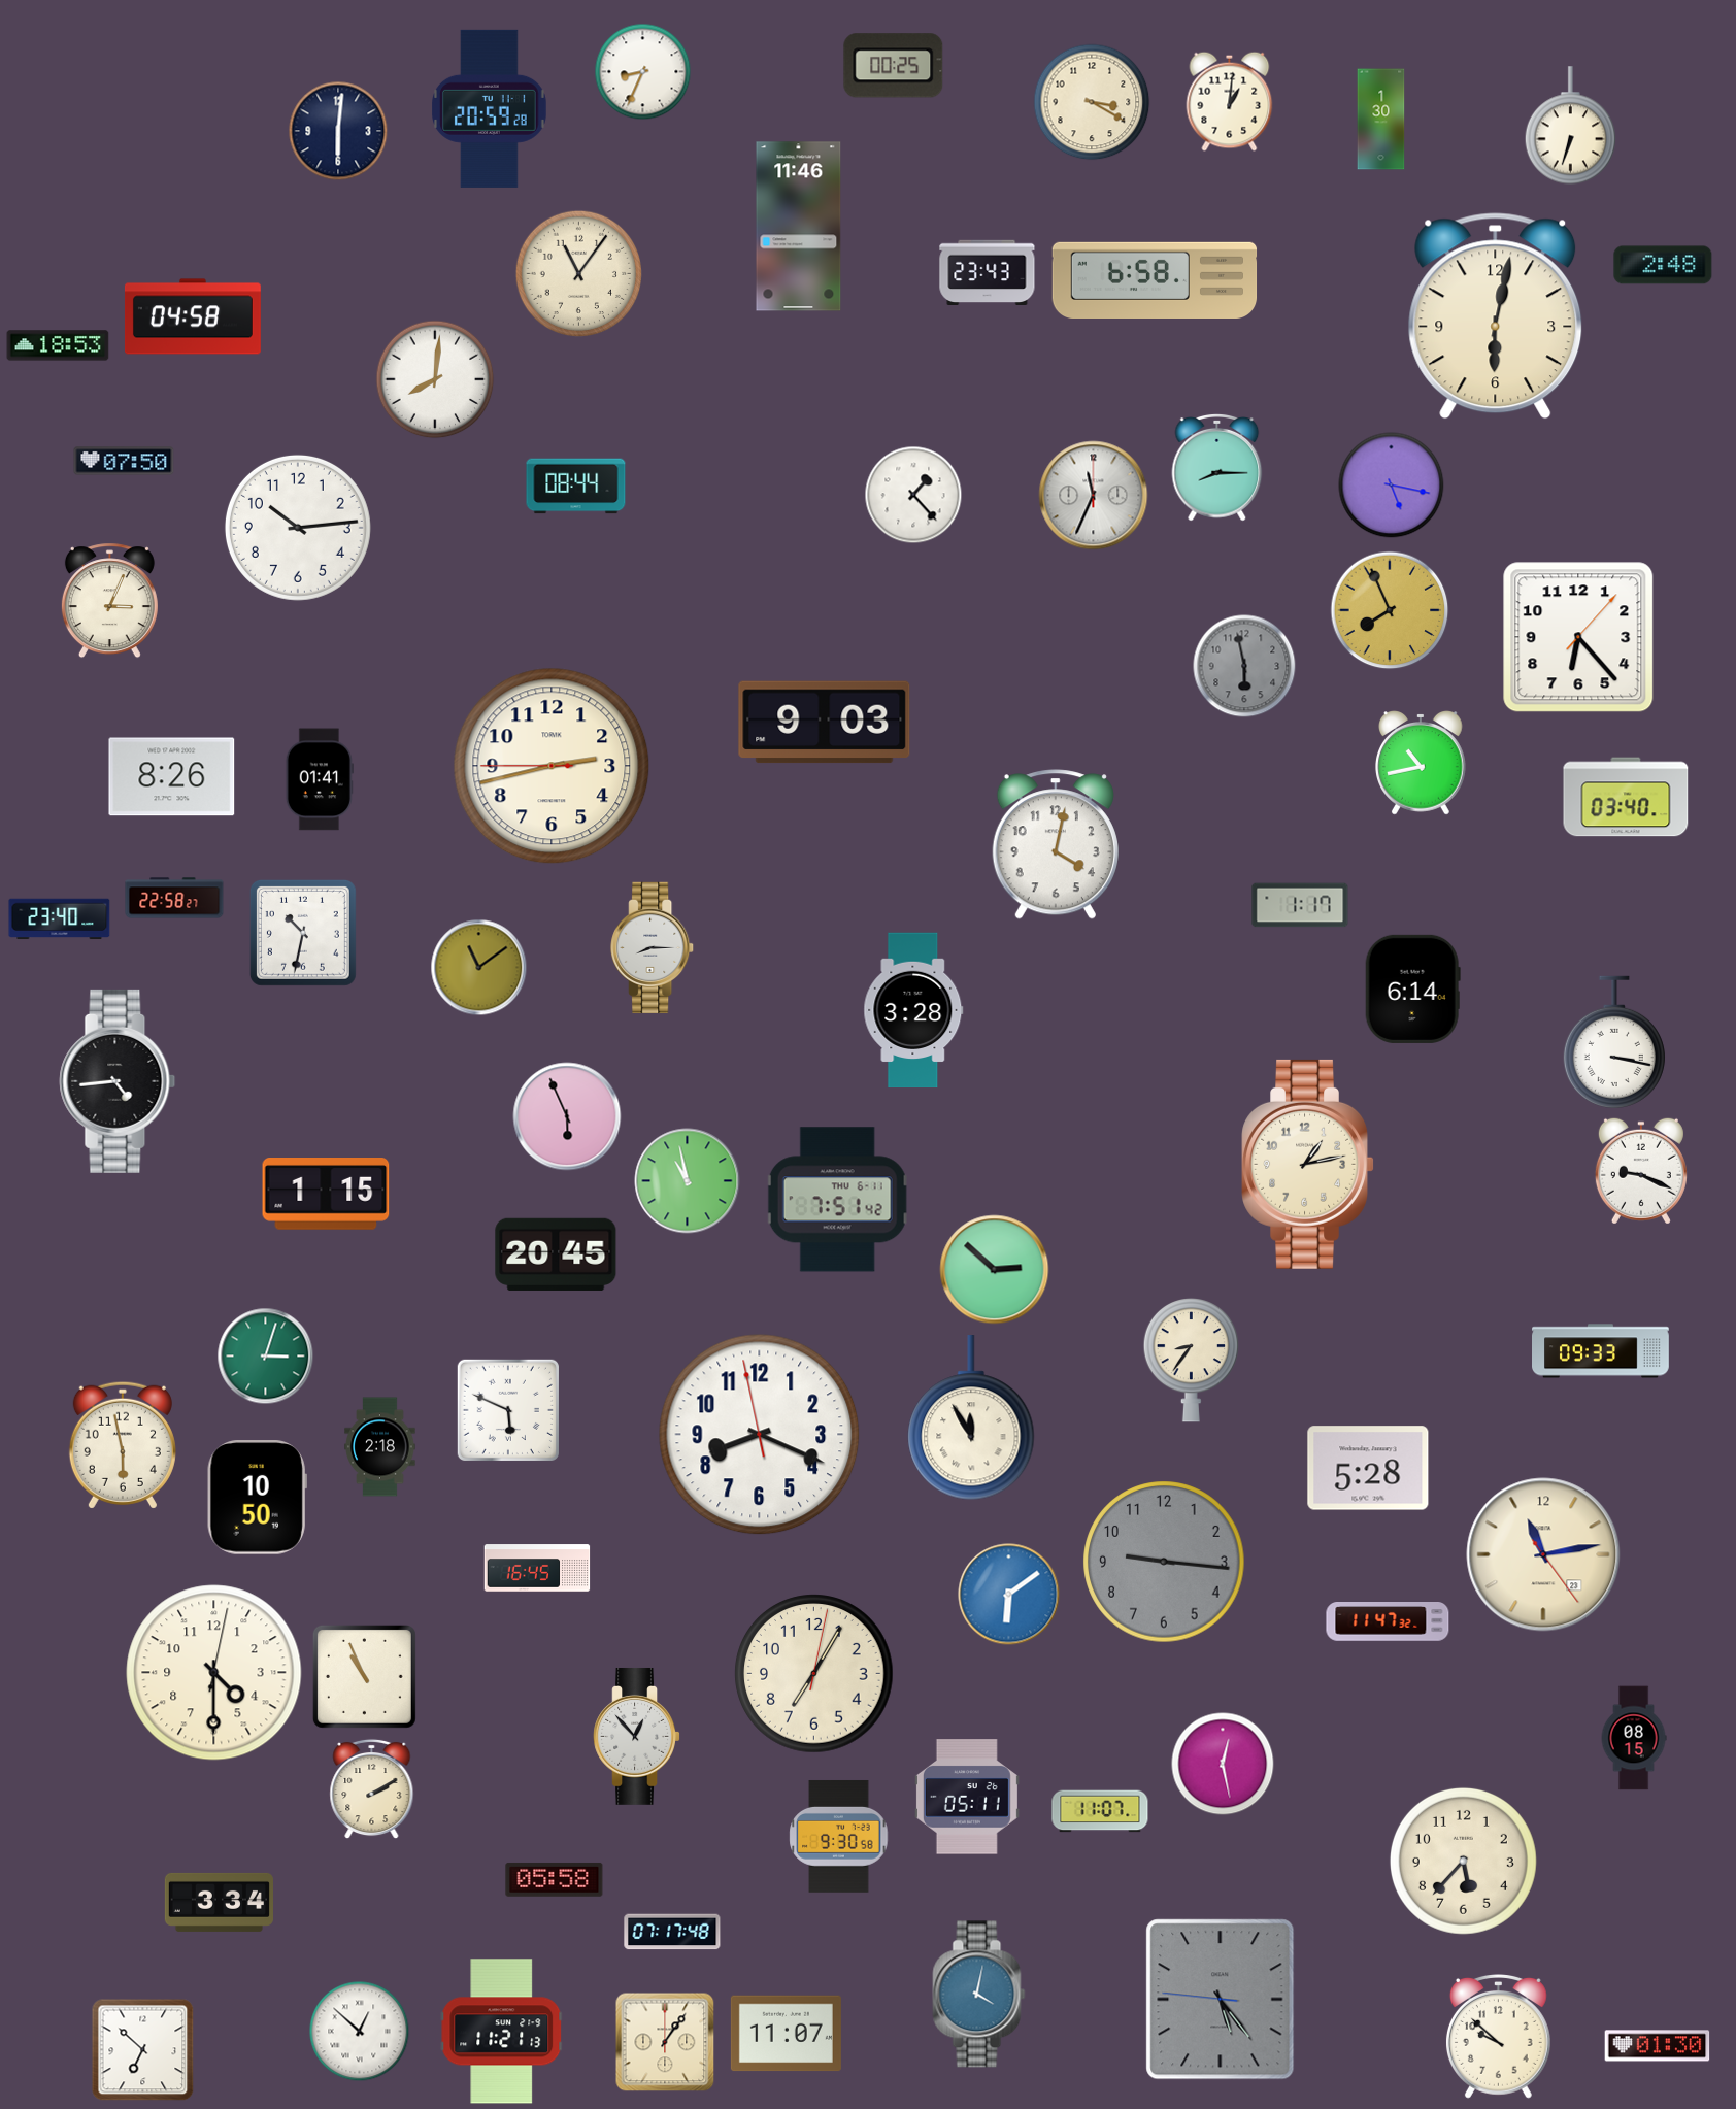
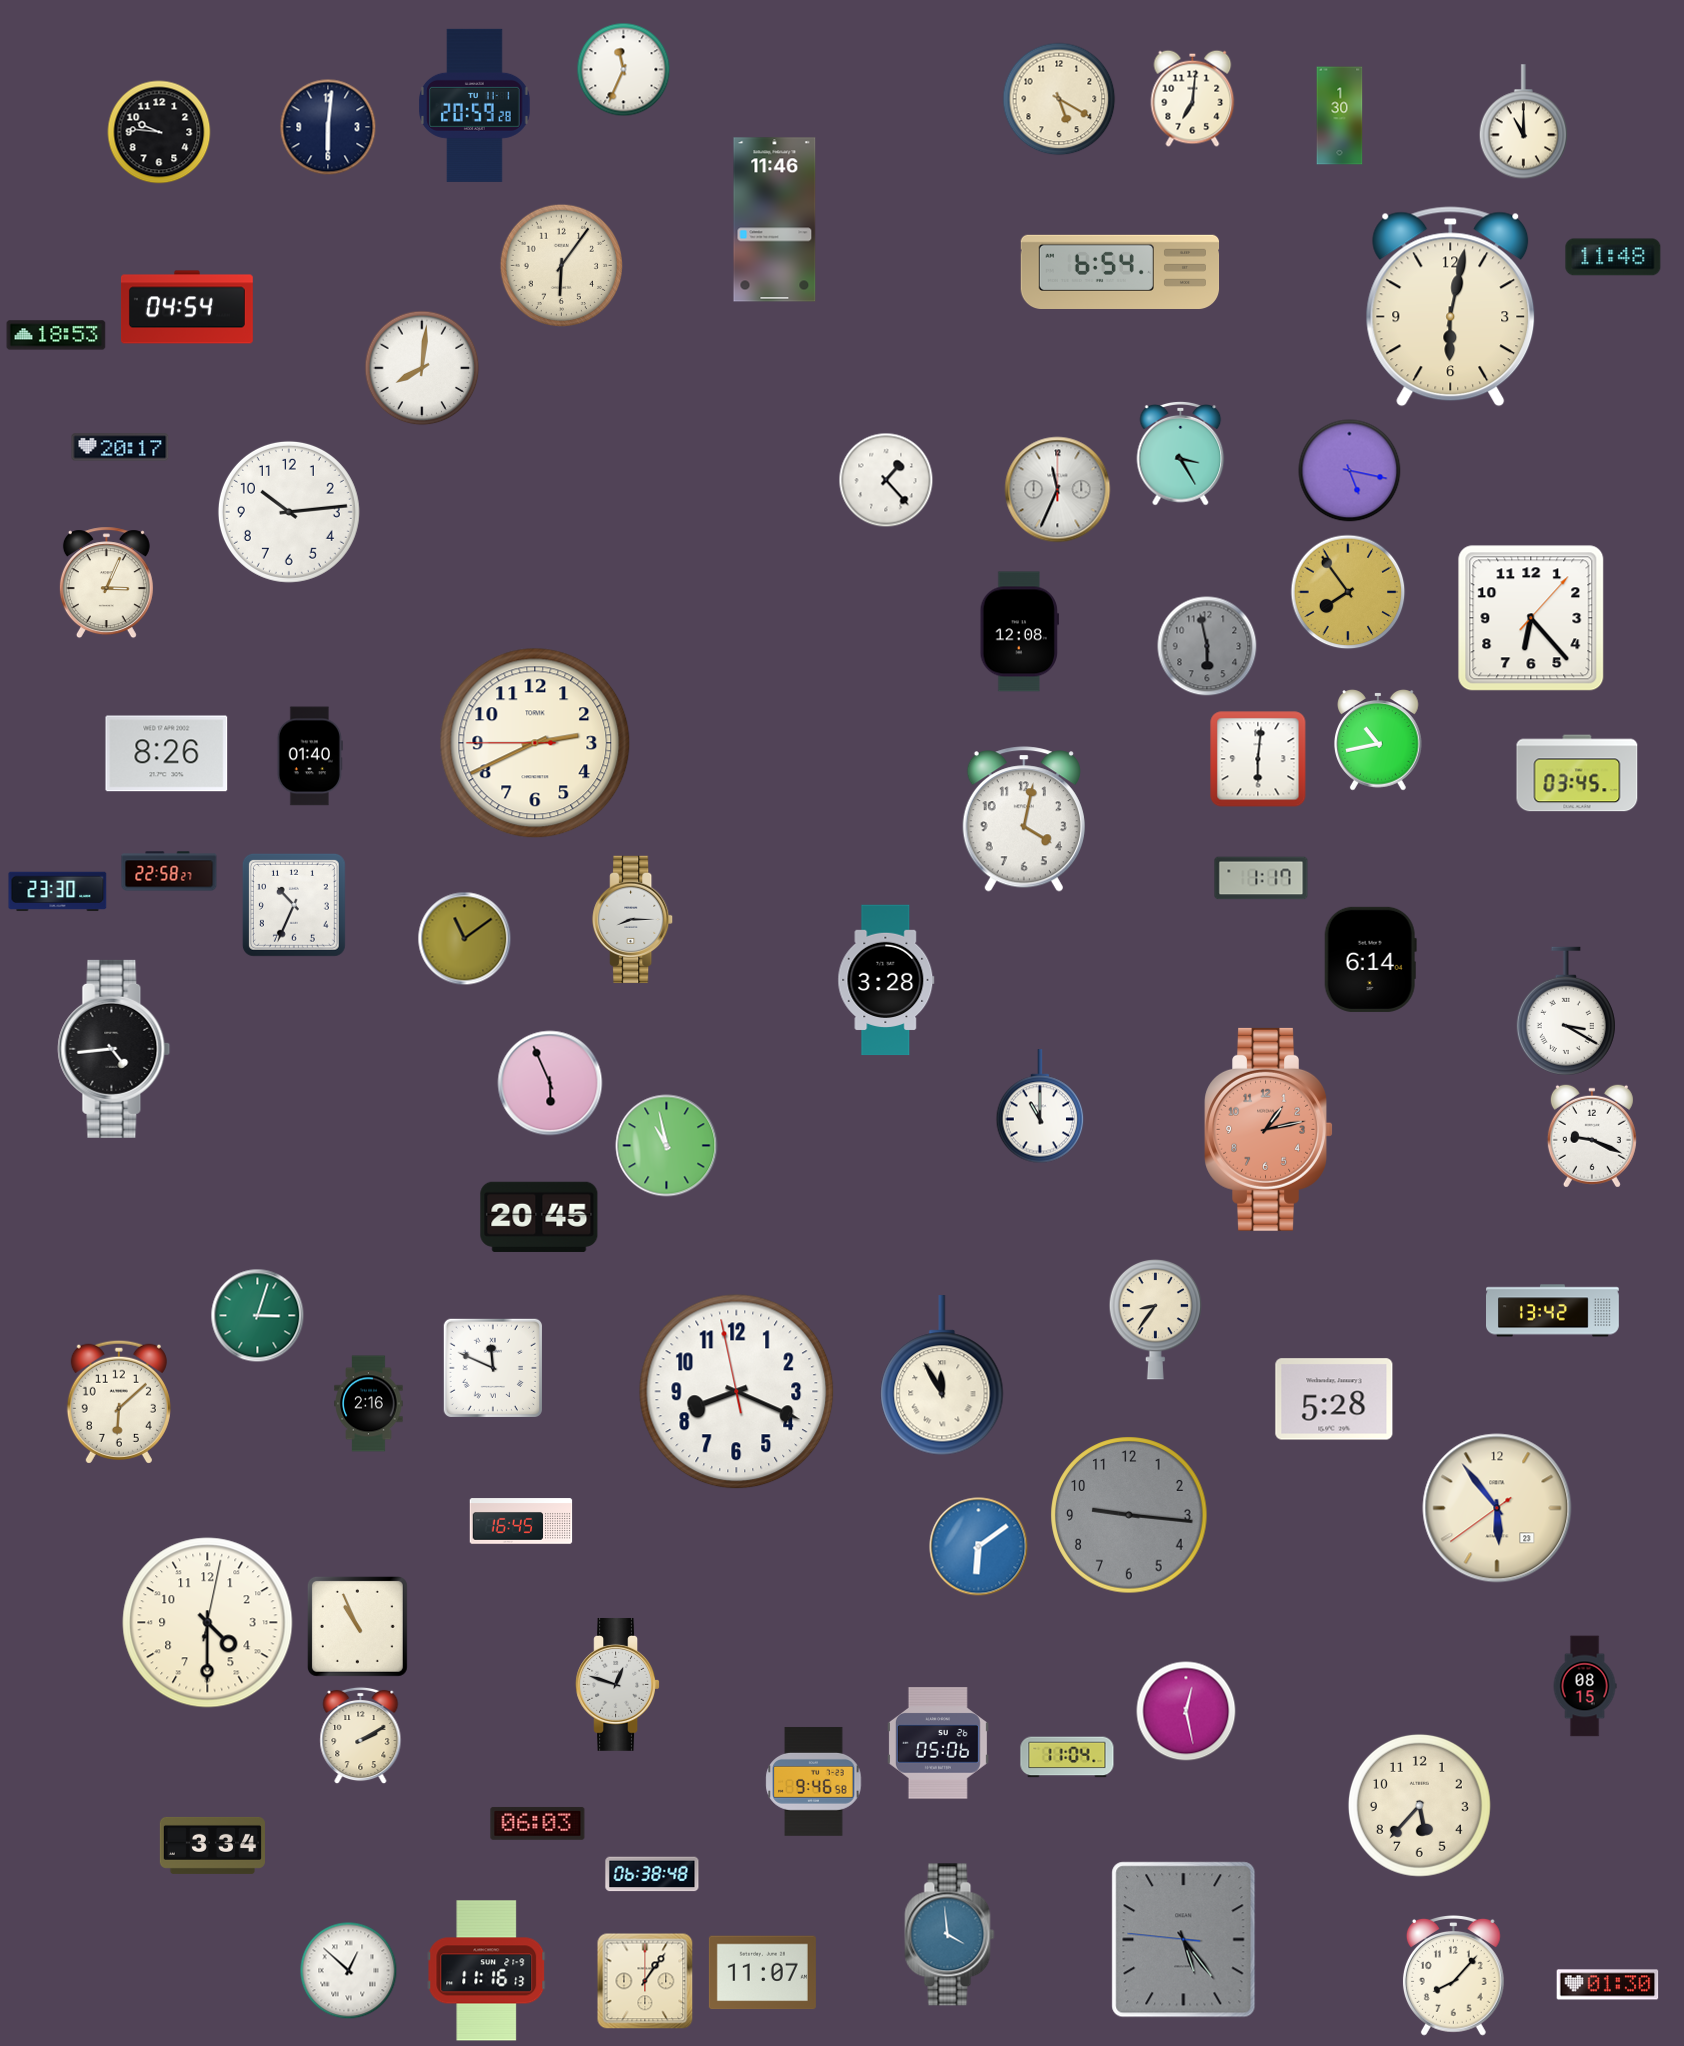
clock at (894, 66): 00:25 -> none
clock at (643, 72): 8:34 -> 11:34
clock at (1230, 101): 1:01 -> 7:01
clock at (1092, 102): 3:20 -> 5:20
clock at (1571, 126): 6:33 -> 11:00
clock at (159, 132): none -> 9:46
clock at (1663, 265): 2:48 -> 11:48
clock at (988, 272): 23:43 -> none
clock at (579, 274): 11:06 -> 6:06
clock at (1155, 279): 6:58 -> 6:54
clock at (193, 316): 04:58 -> 04:54
clock at (124, 461): 07:50 -> 20:17
clock at (1217, 467): 8:15 -> 3:25
clock at (576, 487): 08:44 -> none
clock at (1094, 496) position: (1094, 496) -> (1058, 490)
clock at (1390, 610): 7:56 -> 7:54
clock at (1019, 632): none -> 12:08
clock at (825, 723): 9:03 -> none
clock at (552, 766): 2:42 -> 2:40
clock at (320, 779): 01:41 -> 01:40
clock at (1258, 759): none -> 6:01
clock at (1626, 797): 03:40 -> 03:45
clock at (60, 919): 23:40 -> 23:30
clock at (303, 933): 10:32 -> 10:34
clock at (1614, 1042): 3:17 -> 3:20
clock at (1040, 1106): none -> 11:00
clock at (1307, 1164) dial: cream -> salmon
clock at (326, 1195): 1:15 -> none
clock at (837, 1200): 7:51 -> none
clock at (995, 1270): 2:52 -> none
clock at (1601, 1351): 09:33 -> 13:42
clock at (508, 1410): 5:49 -> 11:49
clock at (123, 1445): 5:58 -> 6:08
clock at (380, 1447): 2:18 -> 2:16
clock at (1368, 1468) position: (1368, 1468) -> (1334, 1399)
clock at (257, 1498): 10:50 -> none
clock at (1543, 1554): 11:13 -> 5:53
clock at (1388, 1621): 11:47 -> none
clock at (814, 1674): 7:05 -> none
clock at (364, 1676) position: (364, 1676) -> (357, 1626)
clock at (637, 1736): 12:53 -> 12:48
clock at (967, 1797): 05:11 -> 05:06
clock at (1100, 1811): 11:07 -> 11:04
clock at (839, 1836): 9:30 -> 9:46
clock at (555, 1879): 05:58 -> 06:03
clock at (672, 1932): 07:17 -> 06:38
clock at (979, 1995): 4:02 -> 3:59
clock at (502, 2032): 11:21 -> 11:16
clock at (1498, 2037): 9:52 -> 8:07
clock at (143, 2050): 6:52 -> none
